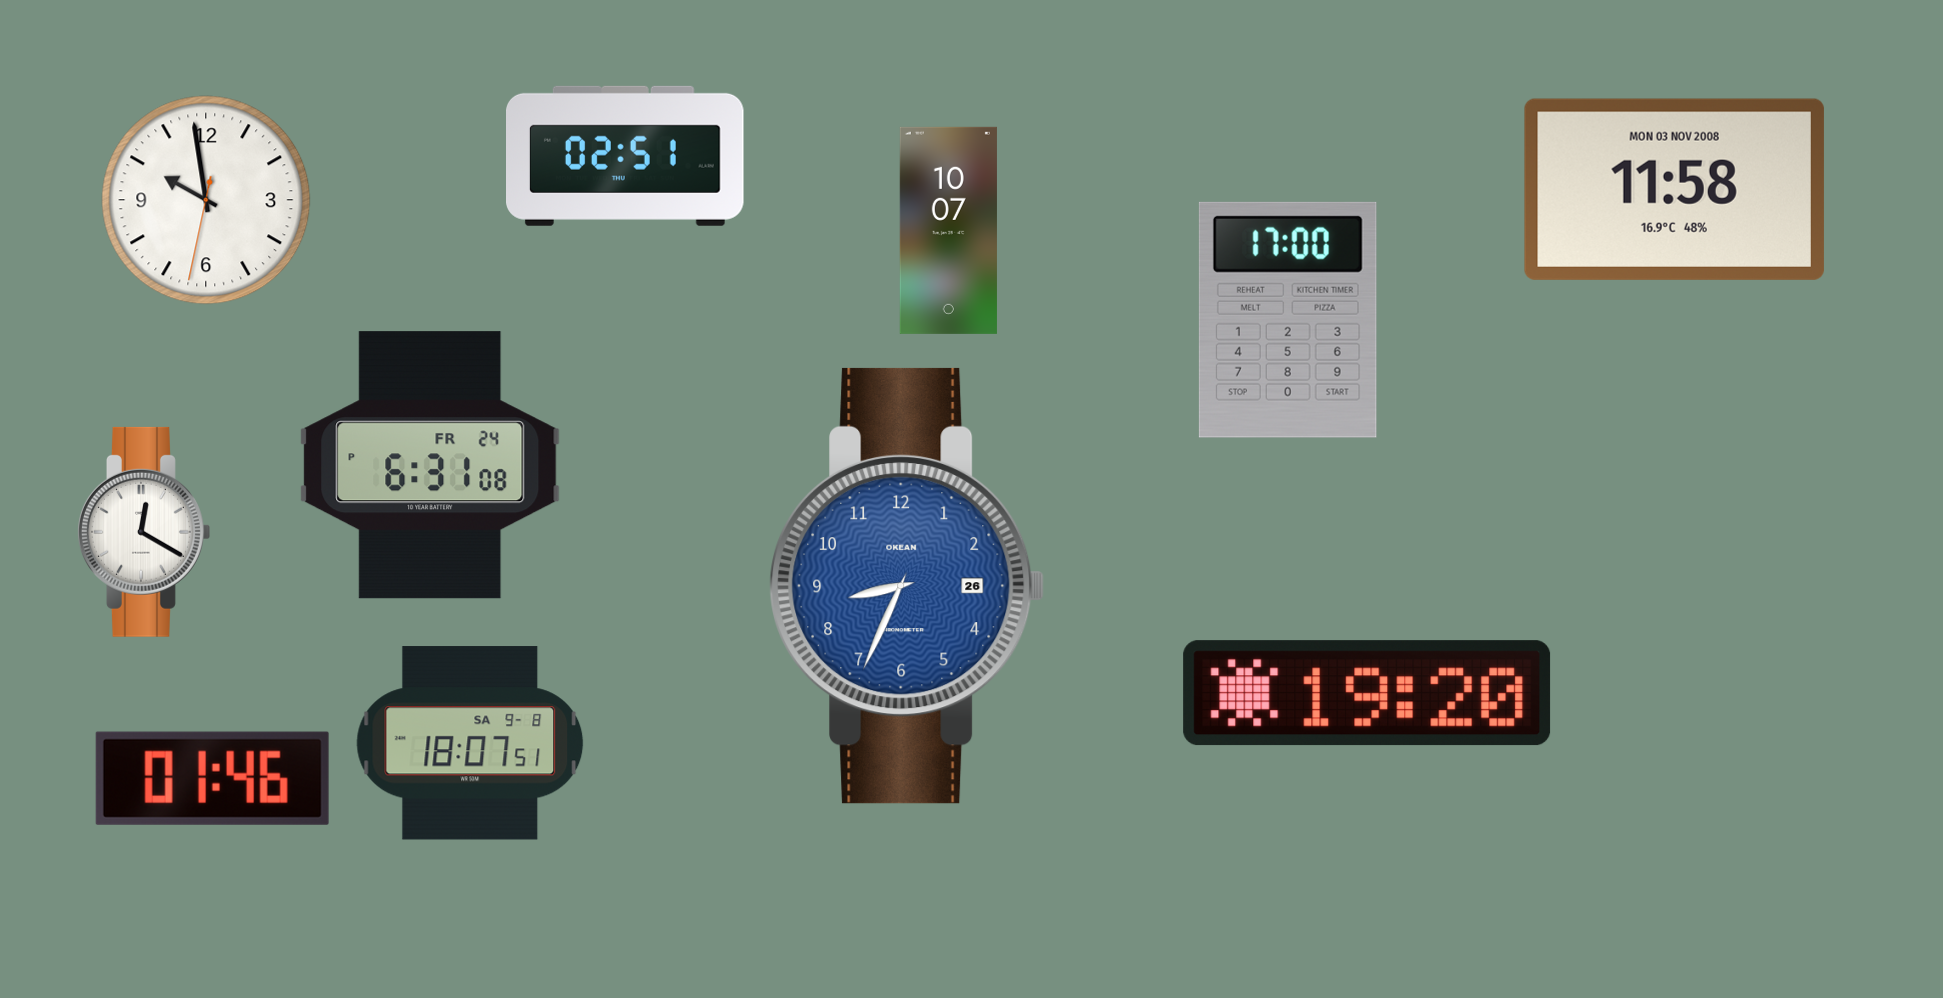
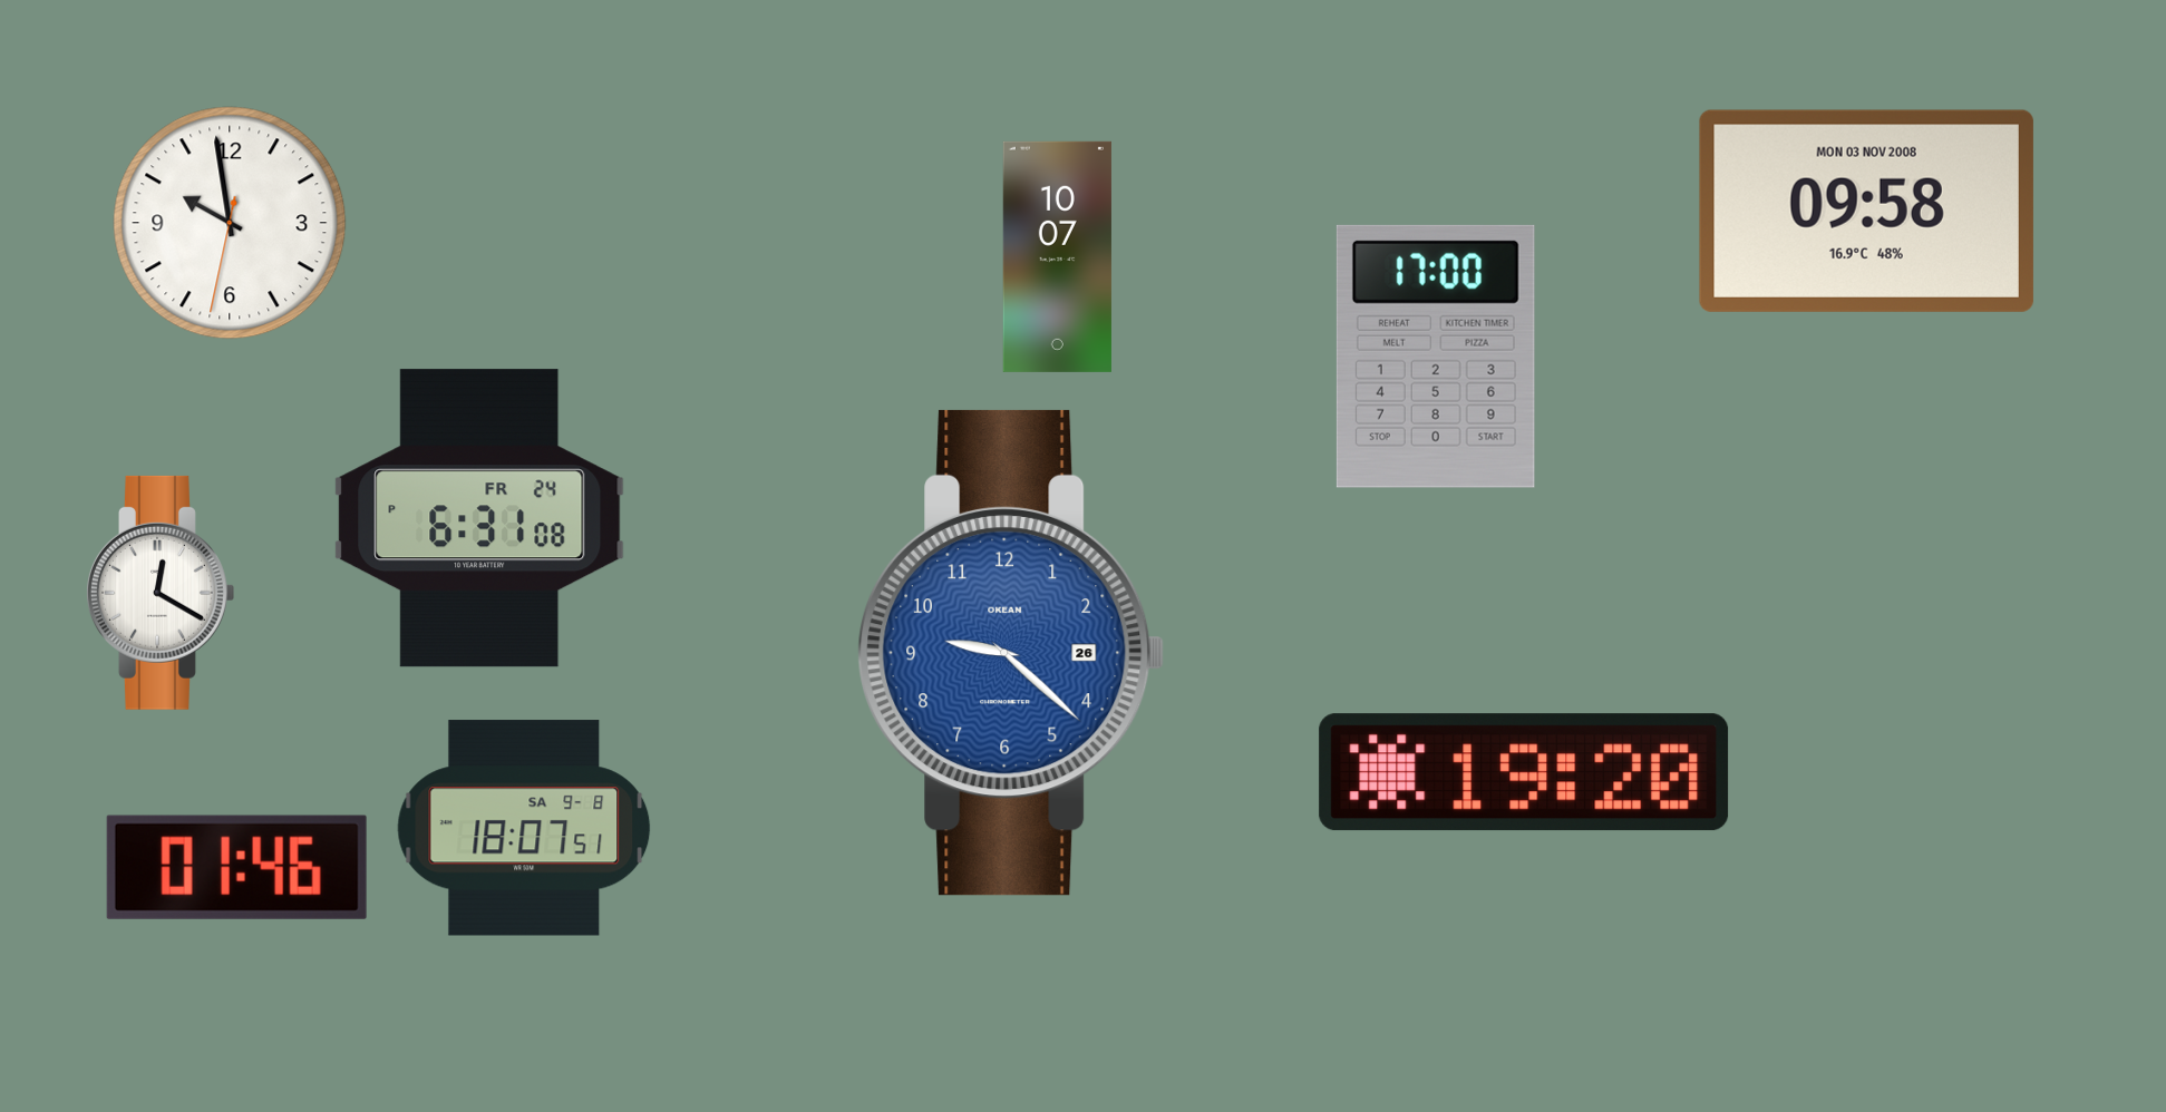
clock at (626, 156): 02:51 -> none
clock at (1674, 189): 11:58 -> 09:58
clock at (907, 586): 8:34 -> 9:22
